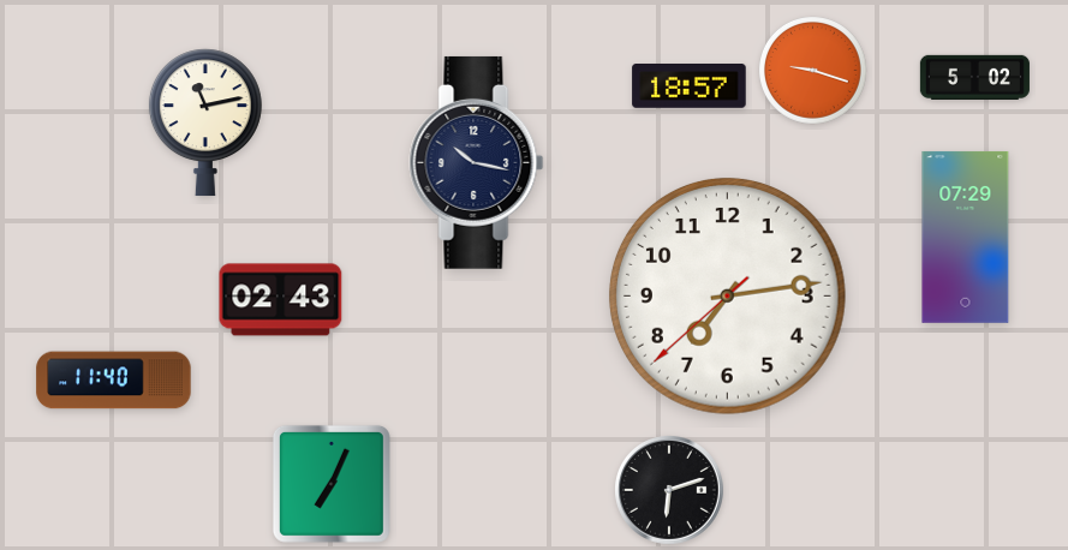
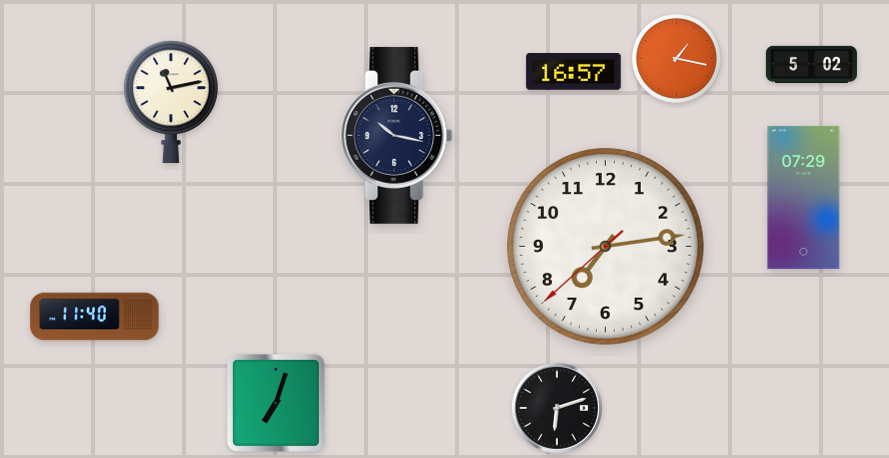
clock at (813, 71): 9:18 -> 1:17
clock at (690, 86): 18:57 -> 16:57
clock at (281, 300): 02:43 -> none
clock at (332, 484): 7:04 -> 7:03
